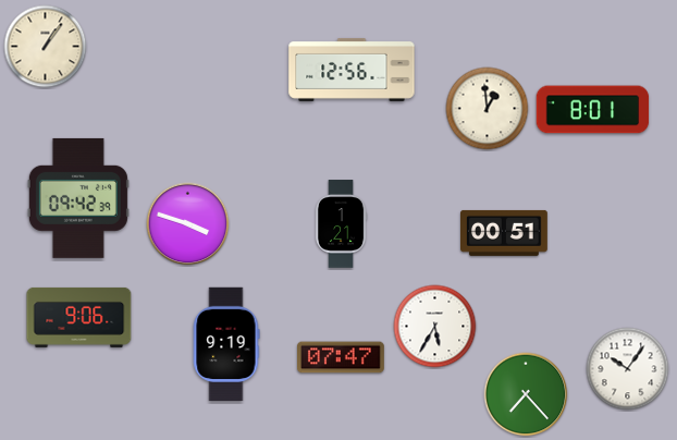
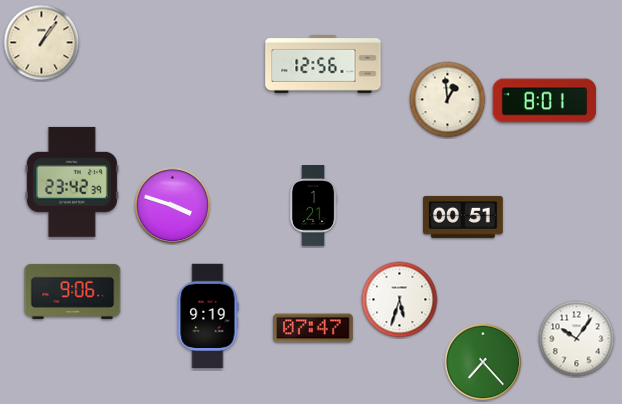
clock at (78, 198): 09:42 -> 23:42
clock at (505, 233) position: (505, 233) -> (464, 217)
clock at (435, 327): 5:35 -> 5:33
